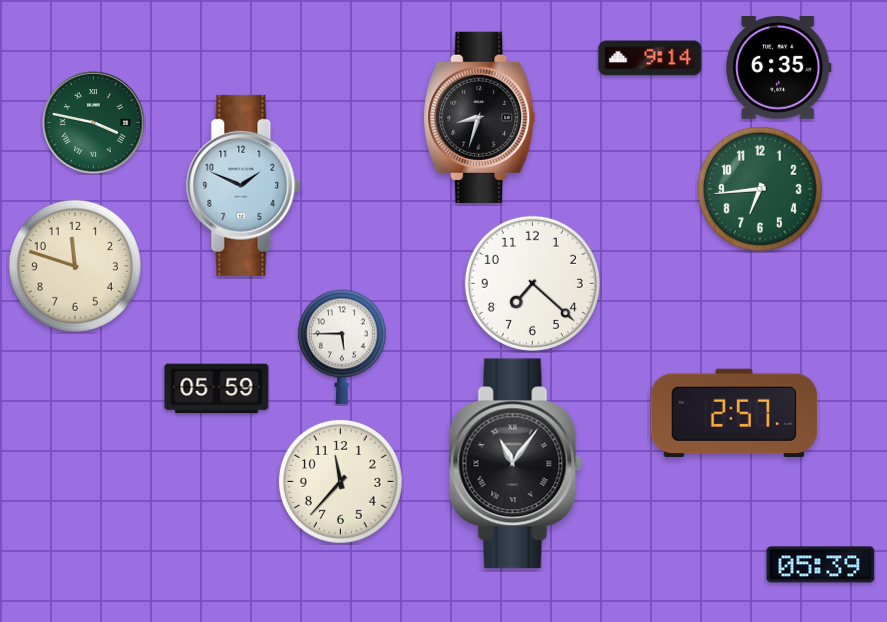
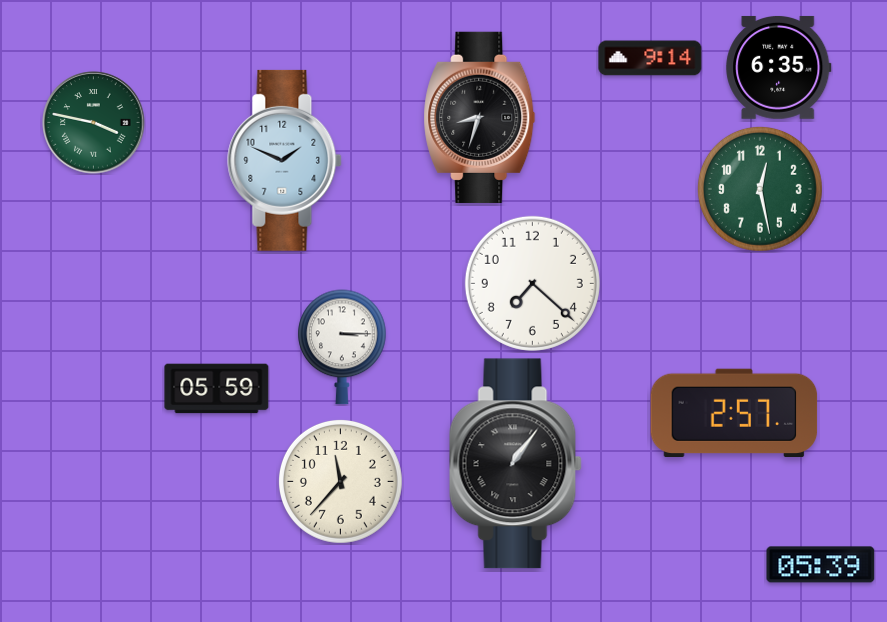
clock at (244, 185) position: (244, 185) -> (285, 160)
clock at (760, 189): 6:44 -> 12:28
clock at (75, 266): 11:48 -> none
clock at (342, 347): 5:45 -> 3:15
clock at (515, 464): 11:06 -> 1:06
